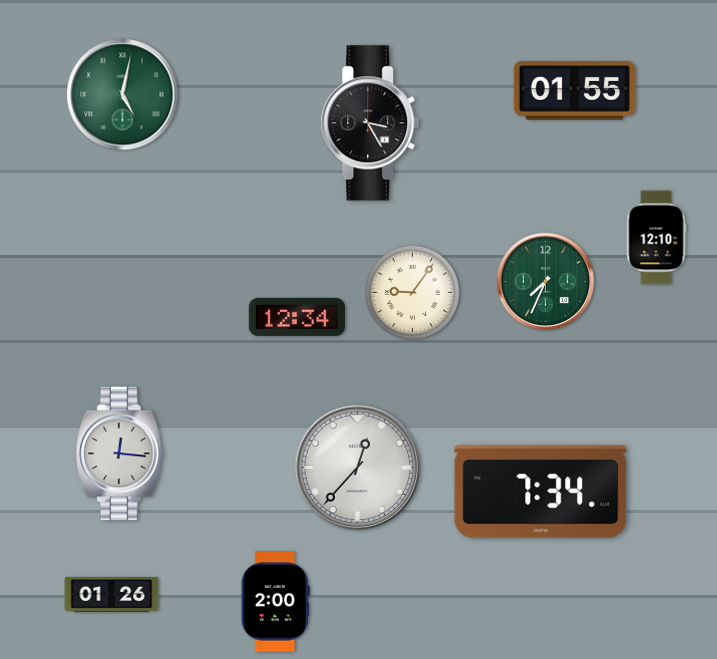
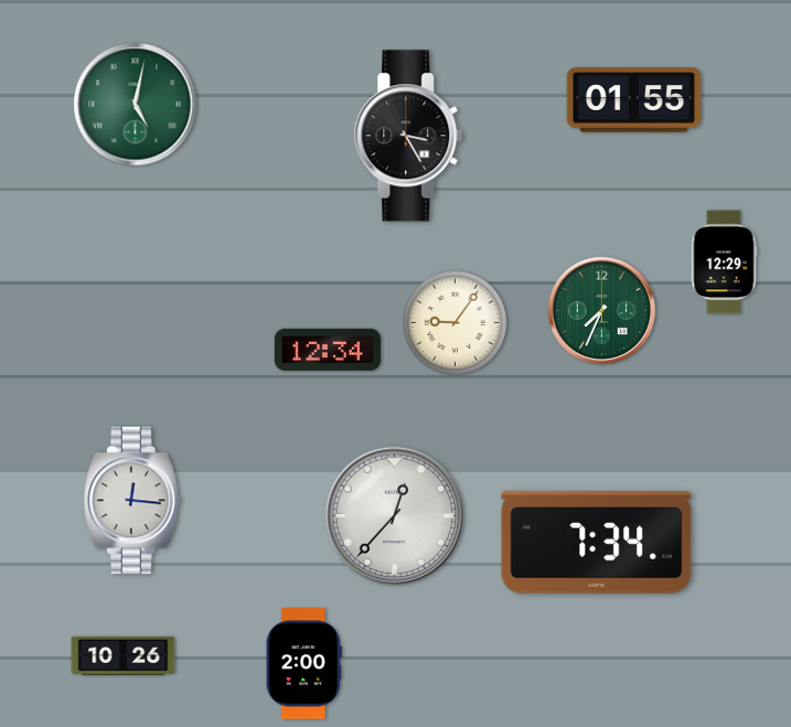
clock at (656, 238): 12:10 -> 12:29
clock at (112, 594): 01:26 -> 10:26
